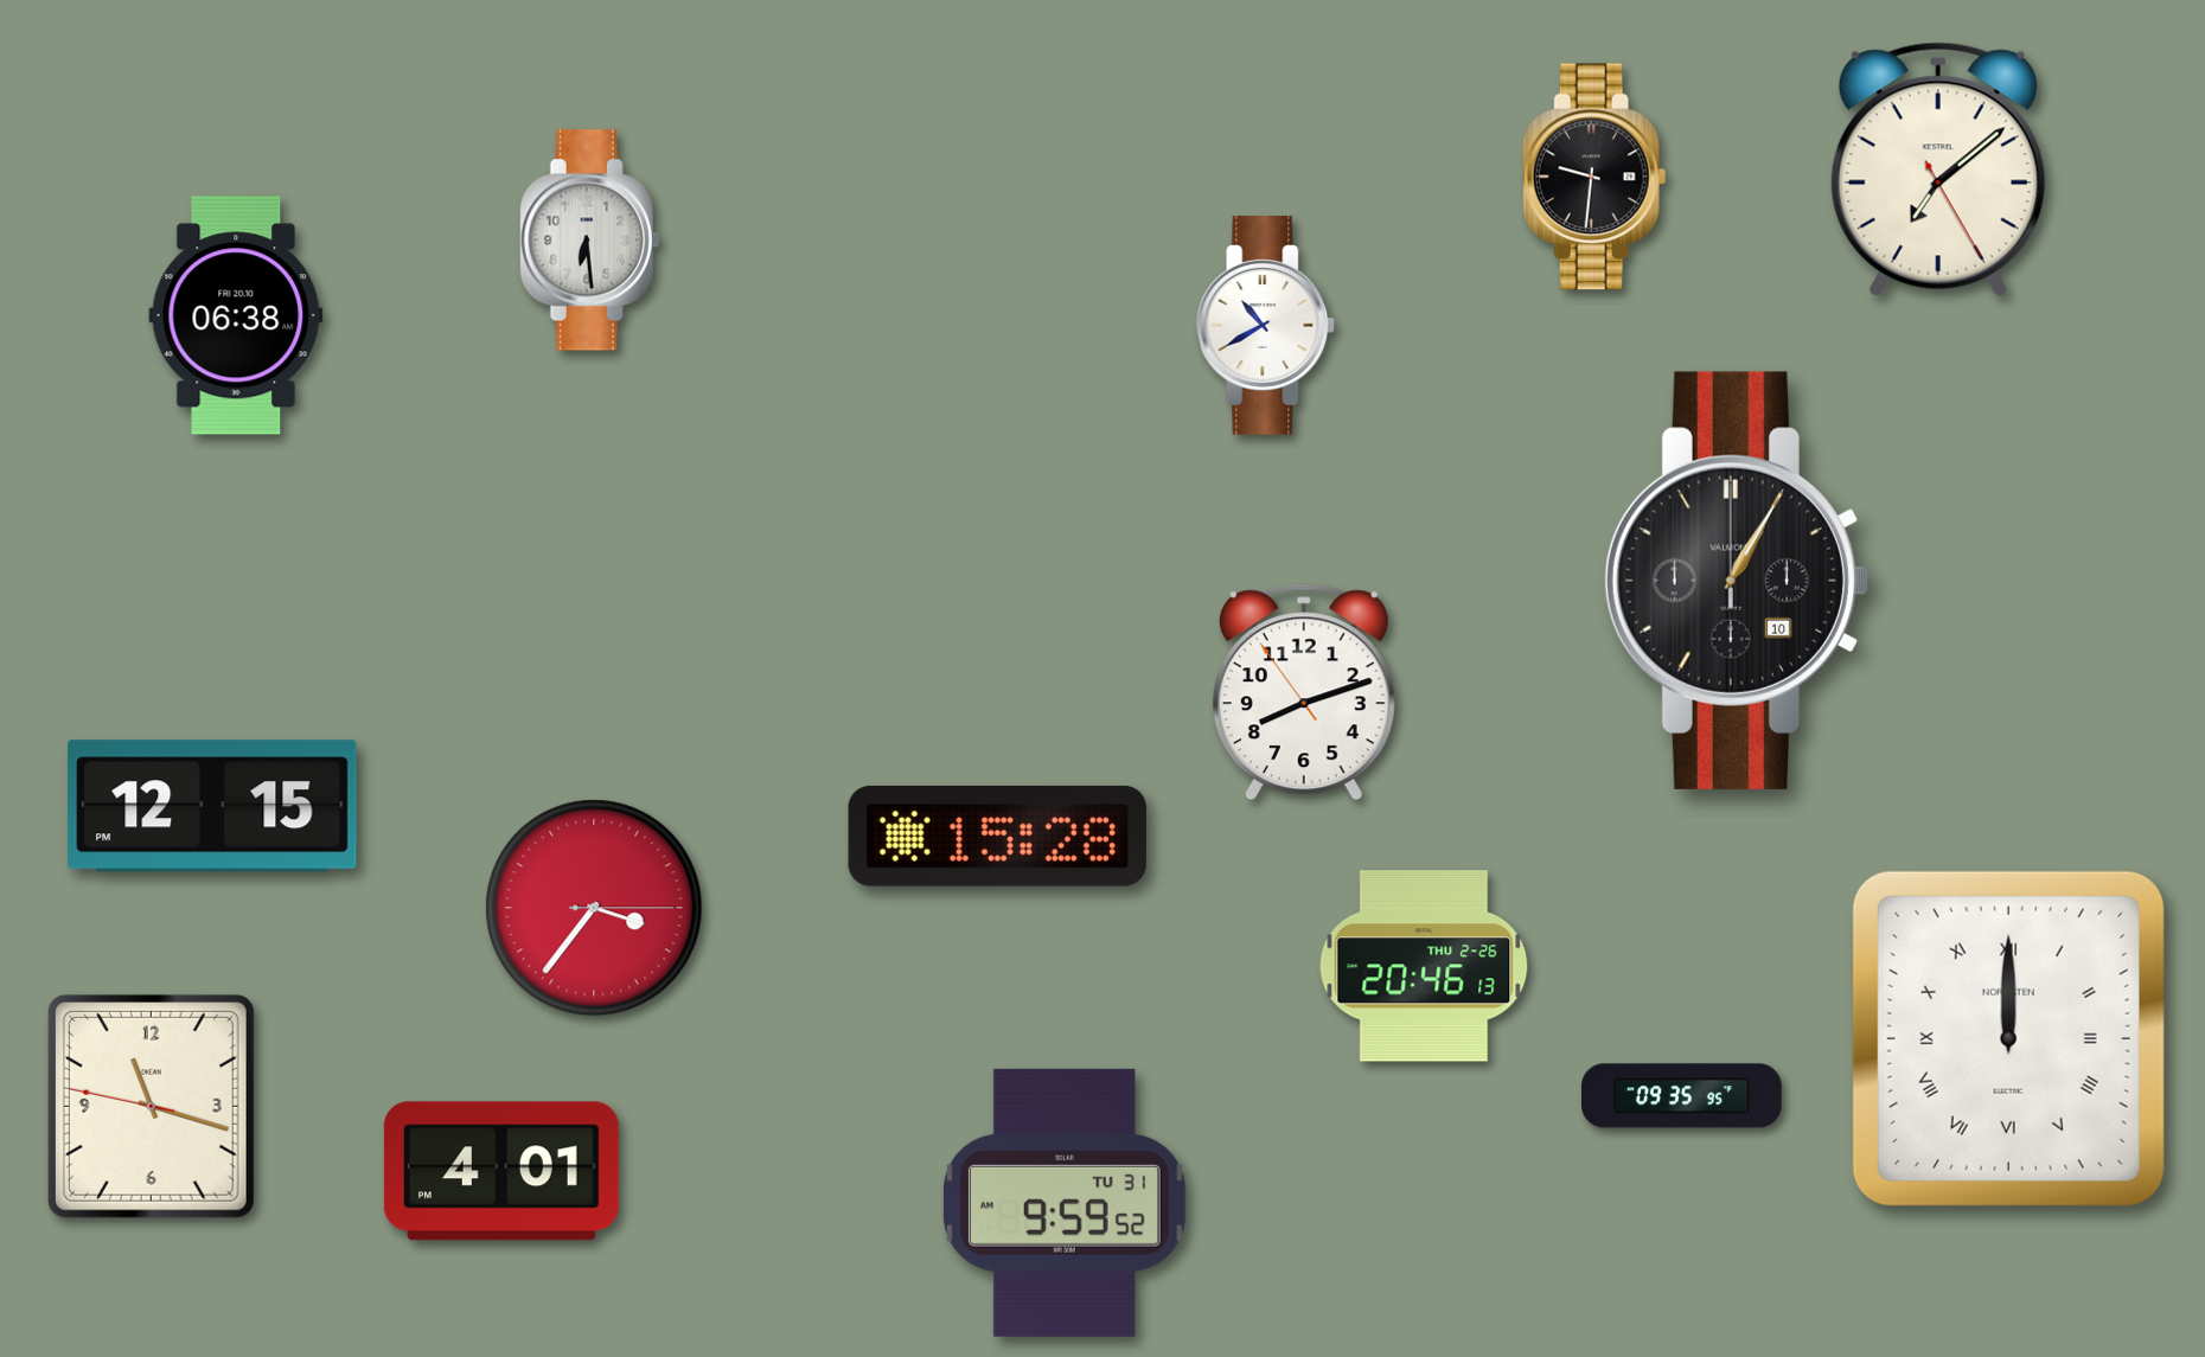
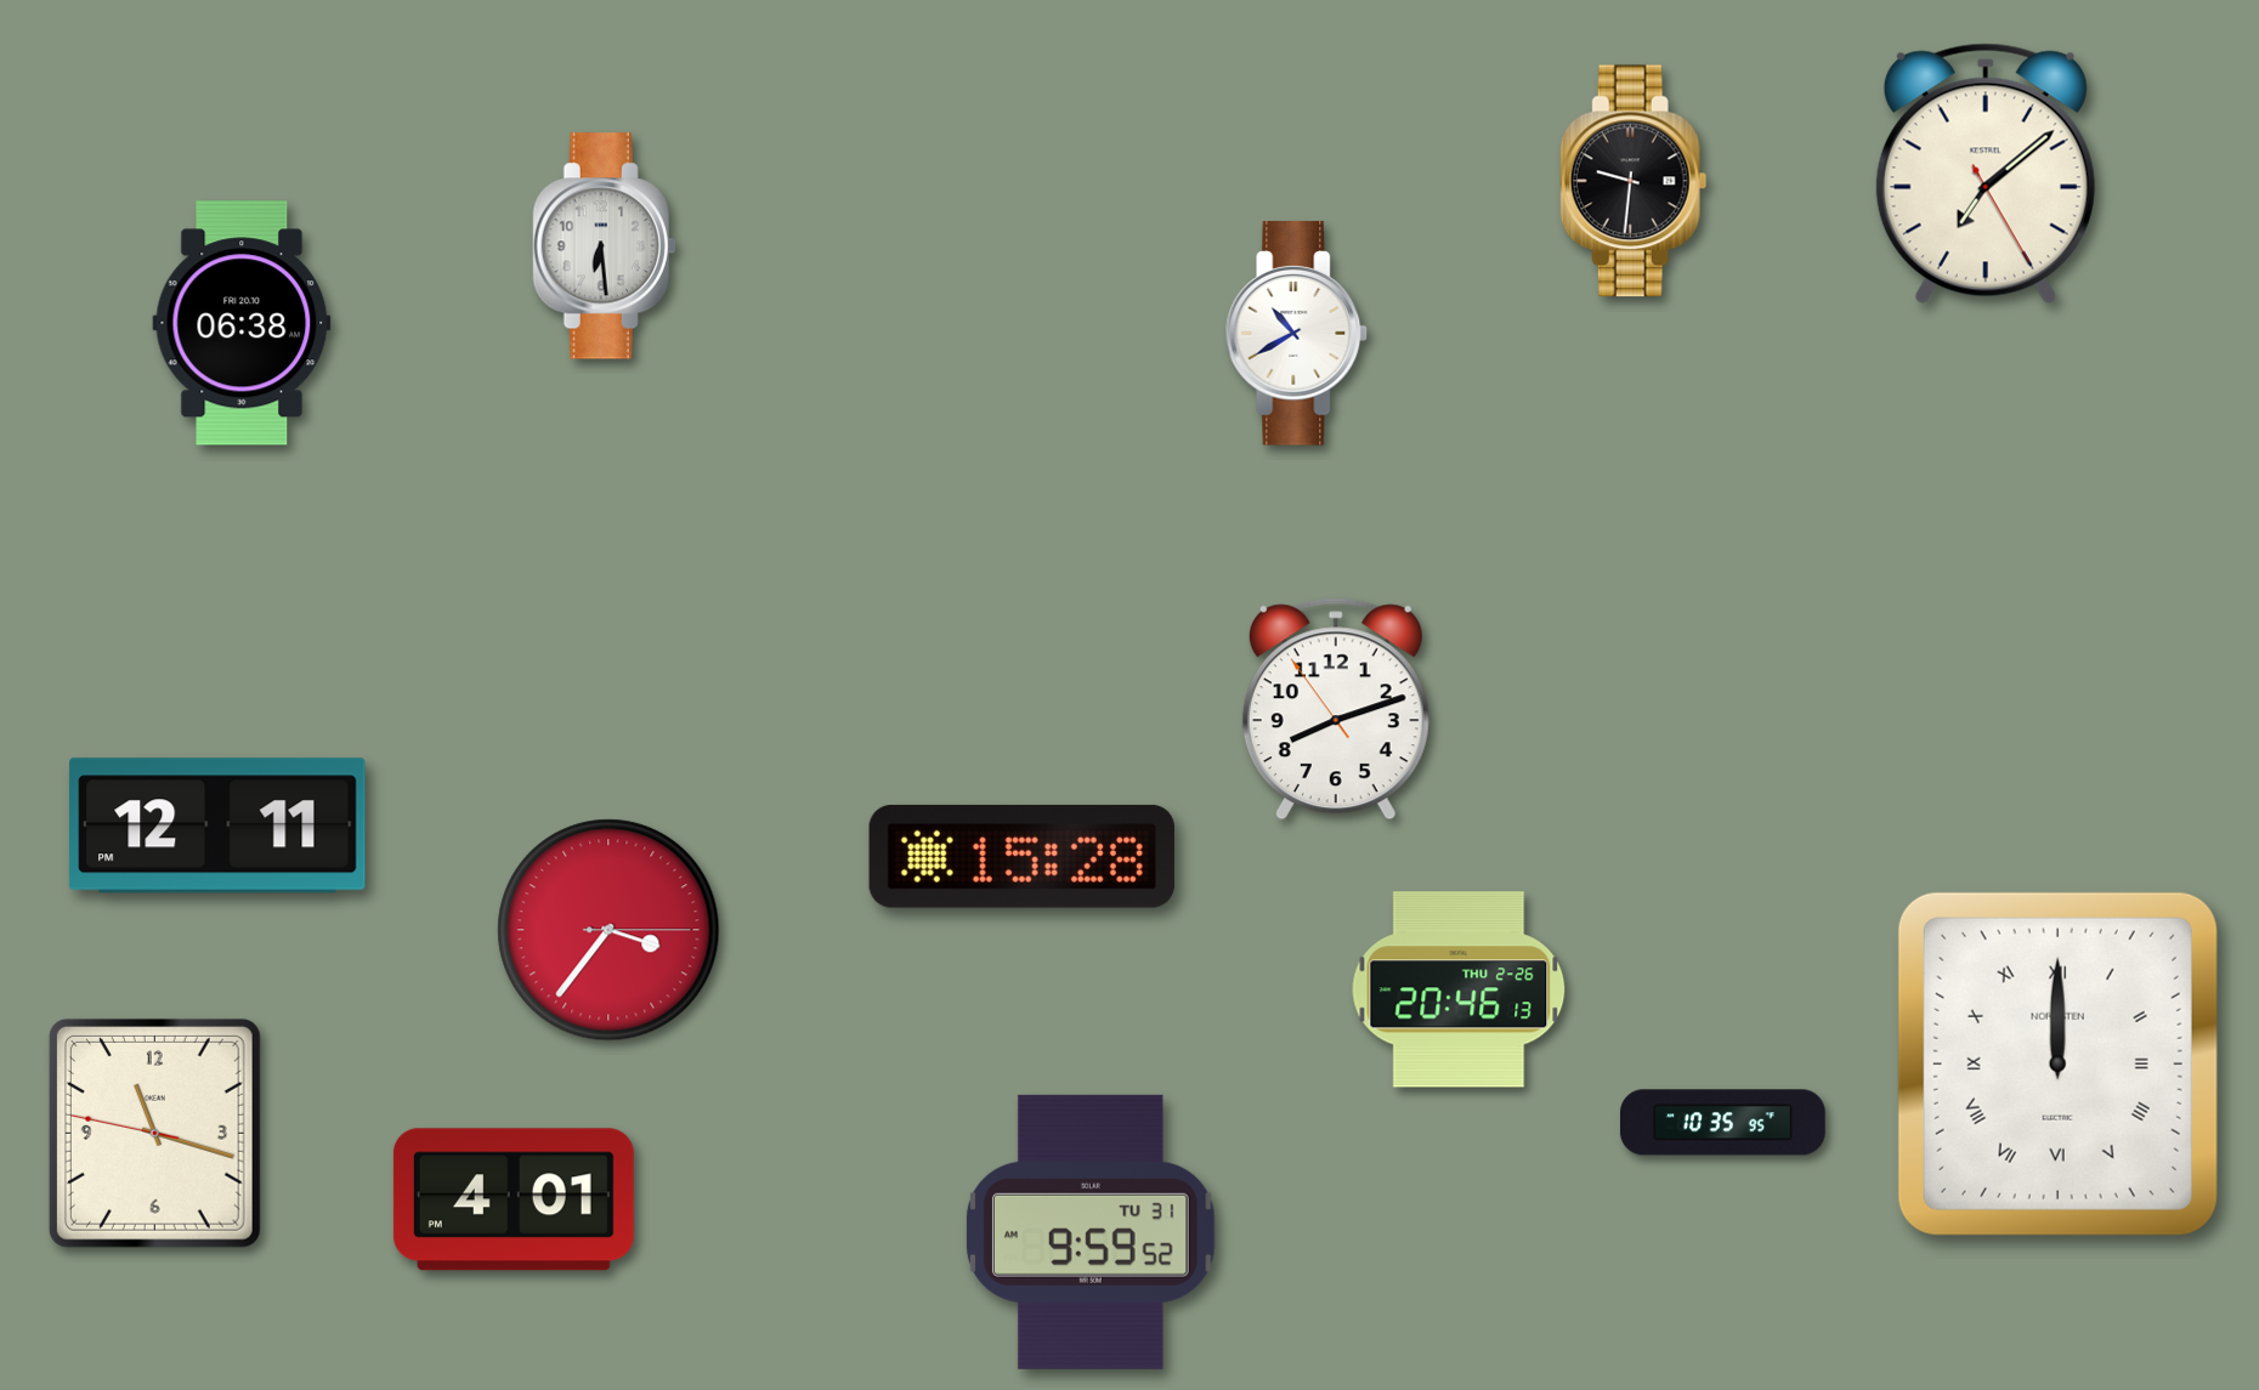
clock at (1737, 581): 1:05 -> none
clock at (212, 806): 12:15 -> 12:11
clock at (1682, 1096): 09:35 -> 10:35
